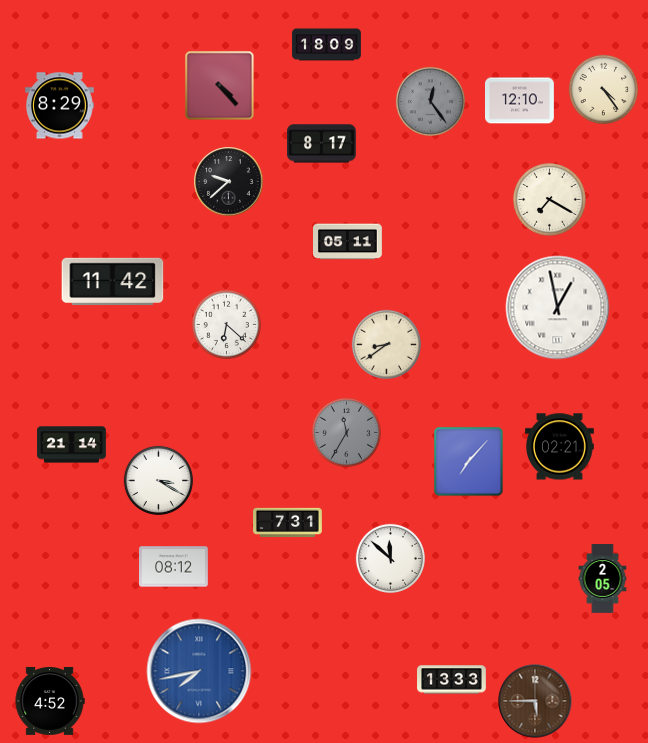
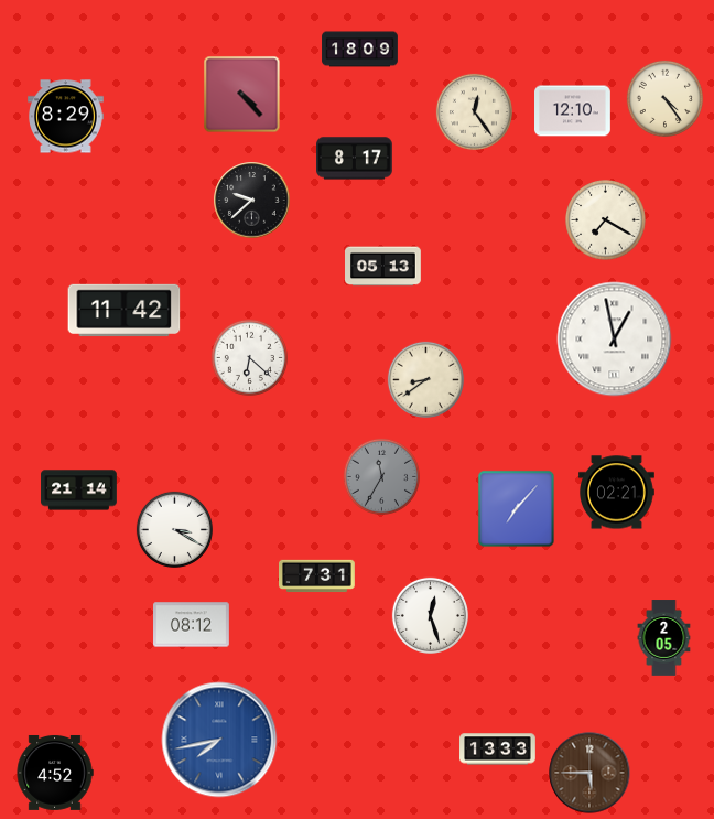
clock at (430, 101) dial: grey -> cream
clock at (348, 242): 05:11 -> 05:13
clock at (390, 558): 11:52 -> 12:27
